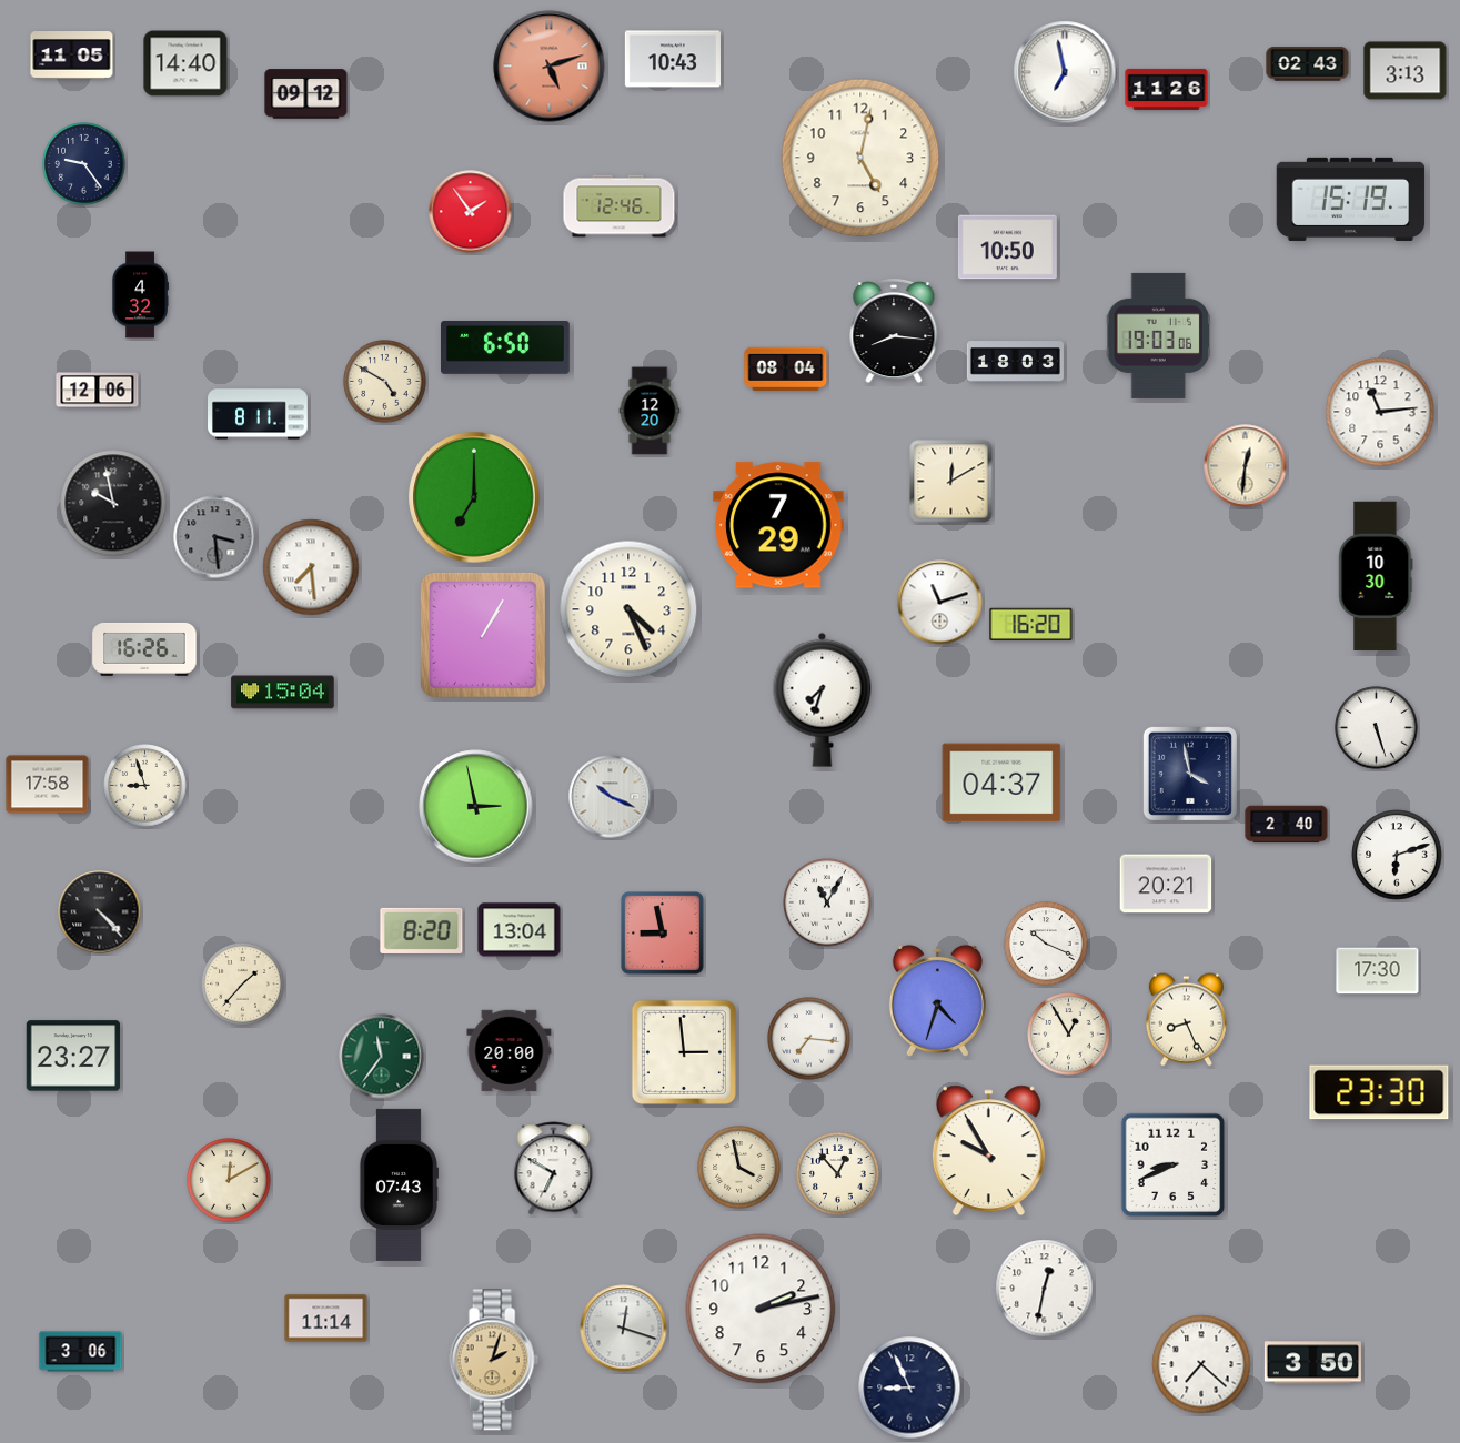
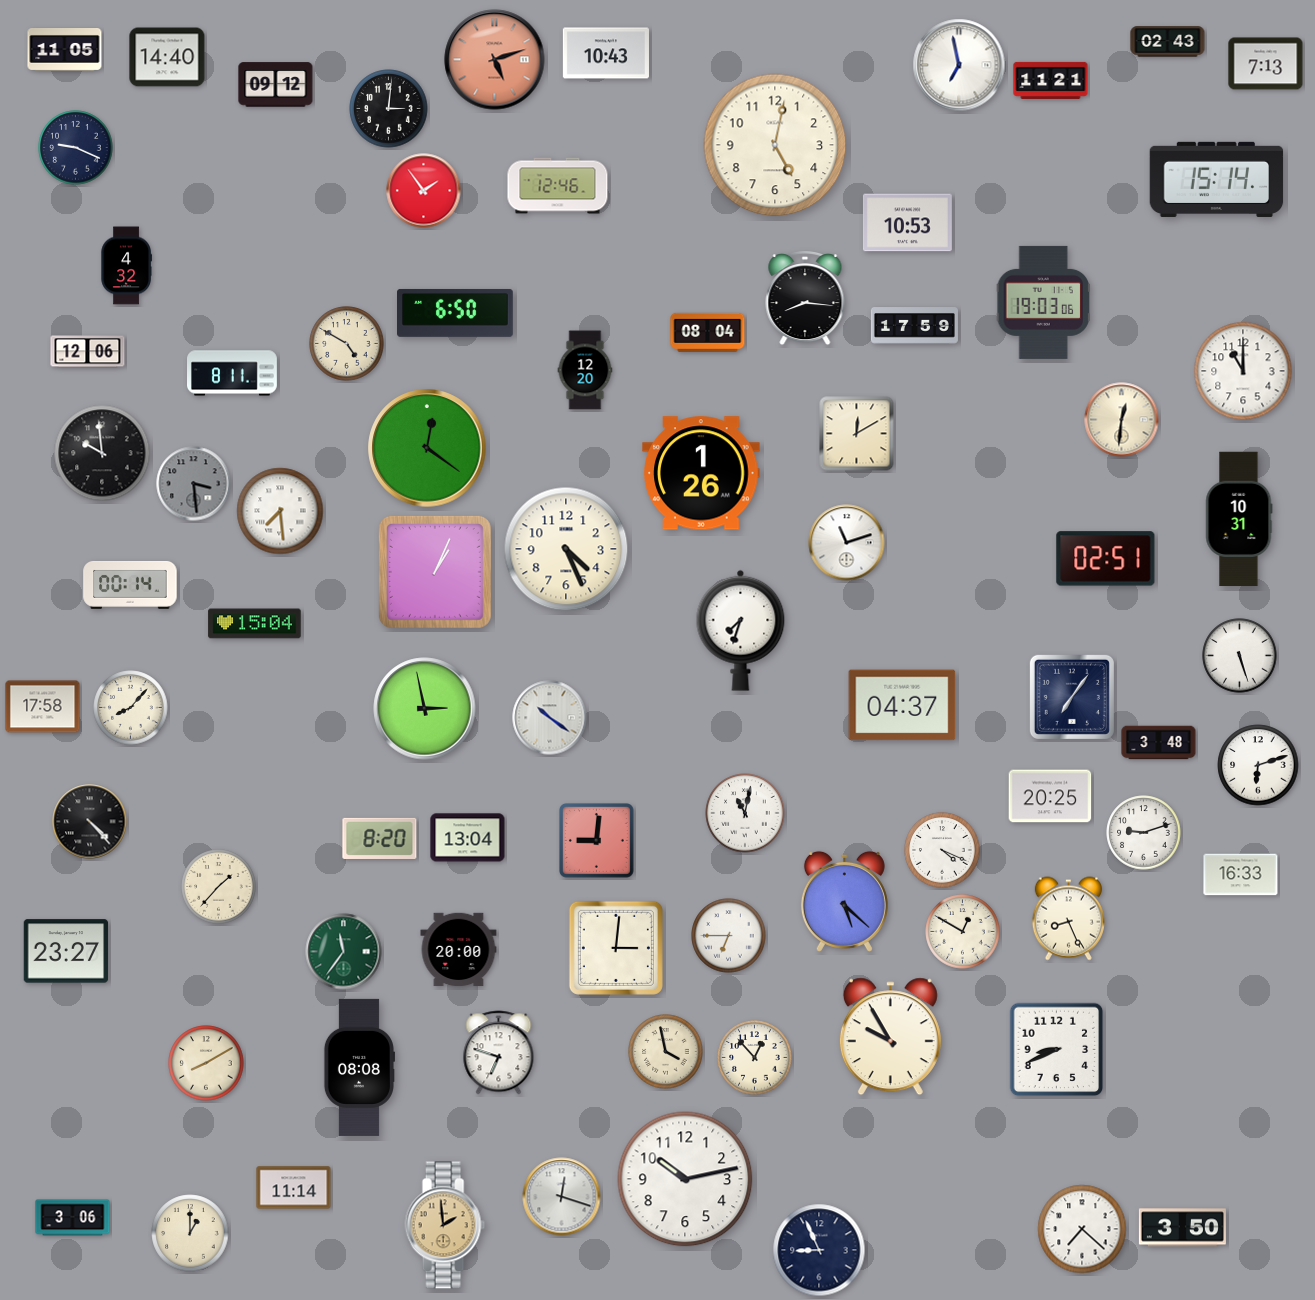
clock at (1308, 64) position: (1308, 64) -> (1168, 42)
clock at (1406, 71): 3:13 -> 7:13
clock at (1167, 89): 11:26 -> 11:21
clock at (389, 109): none -> 3:01
clock at (860, 158) position: (860, 158) -> (775, 145)
clock at (84, 164): 9:24 -> 9:19
clock at (1351, 199): 15:19 -> 15:14
clock at (1007, 248): 10:50 -> 10:53
clock at (1015, 362): 18:03 -> 17:59
clock at (1380, 412): 11:14 -> 11:00
clock at (474, 497): 7:00 -> 12:21
clock at (113, 503): 9:58 -> 9:59
clock at (778, 525): 7:29 -> 1:26
clock at (1376, 576): 10:30 -> 10:31
clock at (1106, 559): none -> 02:51
clock at (1031, 624): 16:20 -> none
clock at (483, 635): 1:05 -> 1:04
clock at (144, 649): 16:26 -> 00:14
clock at (1190, 774): 3:58 -> 7:06
clock at (145, 786): 8:57 -> 8:07
clock at (611, 797): 10:19 -> 10:21
clock at (476, 807) position: (476, 807) -> (425, 709)
clock at (1287, 825): 2:40 -> 3:48
clock at (1397, 855) position: (1397, 855) -> (1258, 765)
clock at (1166, 884): 20:21 -> 20:25
clock at (827, 902): 11:05 -> 11:02
clock at (1144, 833): none -> 9:12
clock at (663, 934): 8:58 -> 9:01
clock at (1046, 944): 10:19 -> 4:19
clock at (1378, 971): 17:30 -> 16:33
clock at (937, 1000): 4:33 -> 5:22
clock at (1069, 1035): 12:55 -> 12:50
clock at (809, 1039): 7:16 -> 6:45
clock at (510, 1051) position: (510, 1051) -> (459, 950)
clock at (684, 1052): 2:59 -> 3:01
clock at (1379, 1092): 23:30 -> none
clock at (554, 1169): 6:50 -> 6:48
clock at (229, 1180): 12:10 -> 8:10
clock at (399, 1184): 07:43 -> 08:08
clock at (1045, 1289): 12:32 -> none
clock at (761, 1309): 2:13 -> 10:13
clock at (494, 1360): 2:03 -> 1:59
clock at (190, 1233): none -> 1:00
